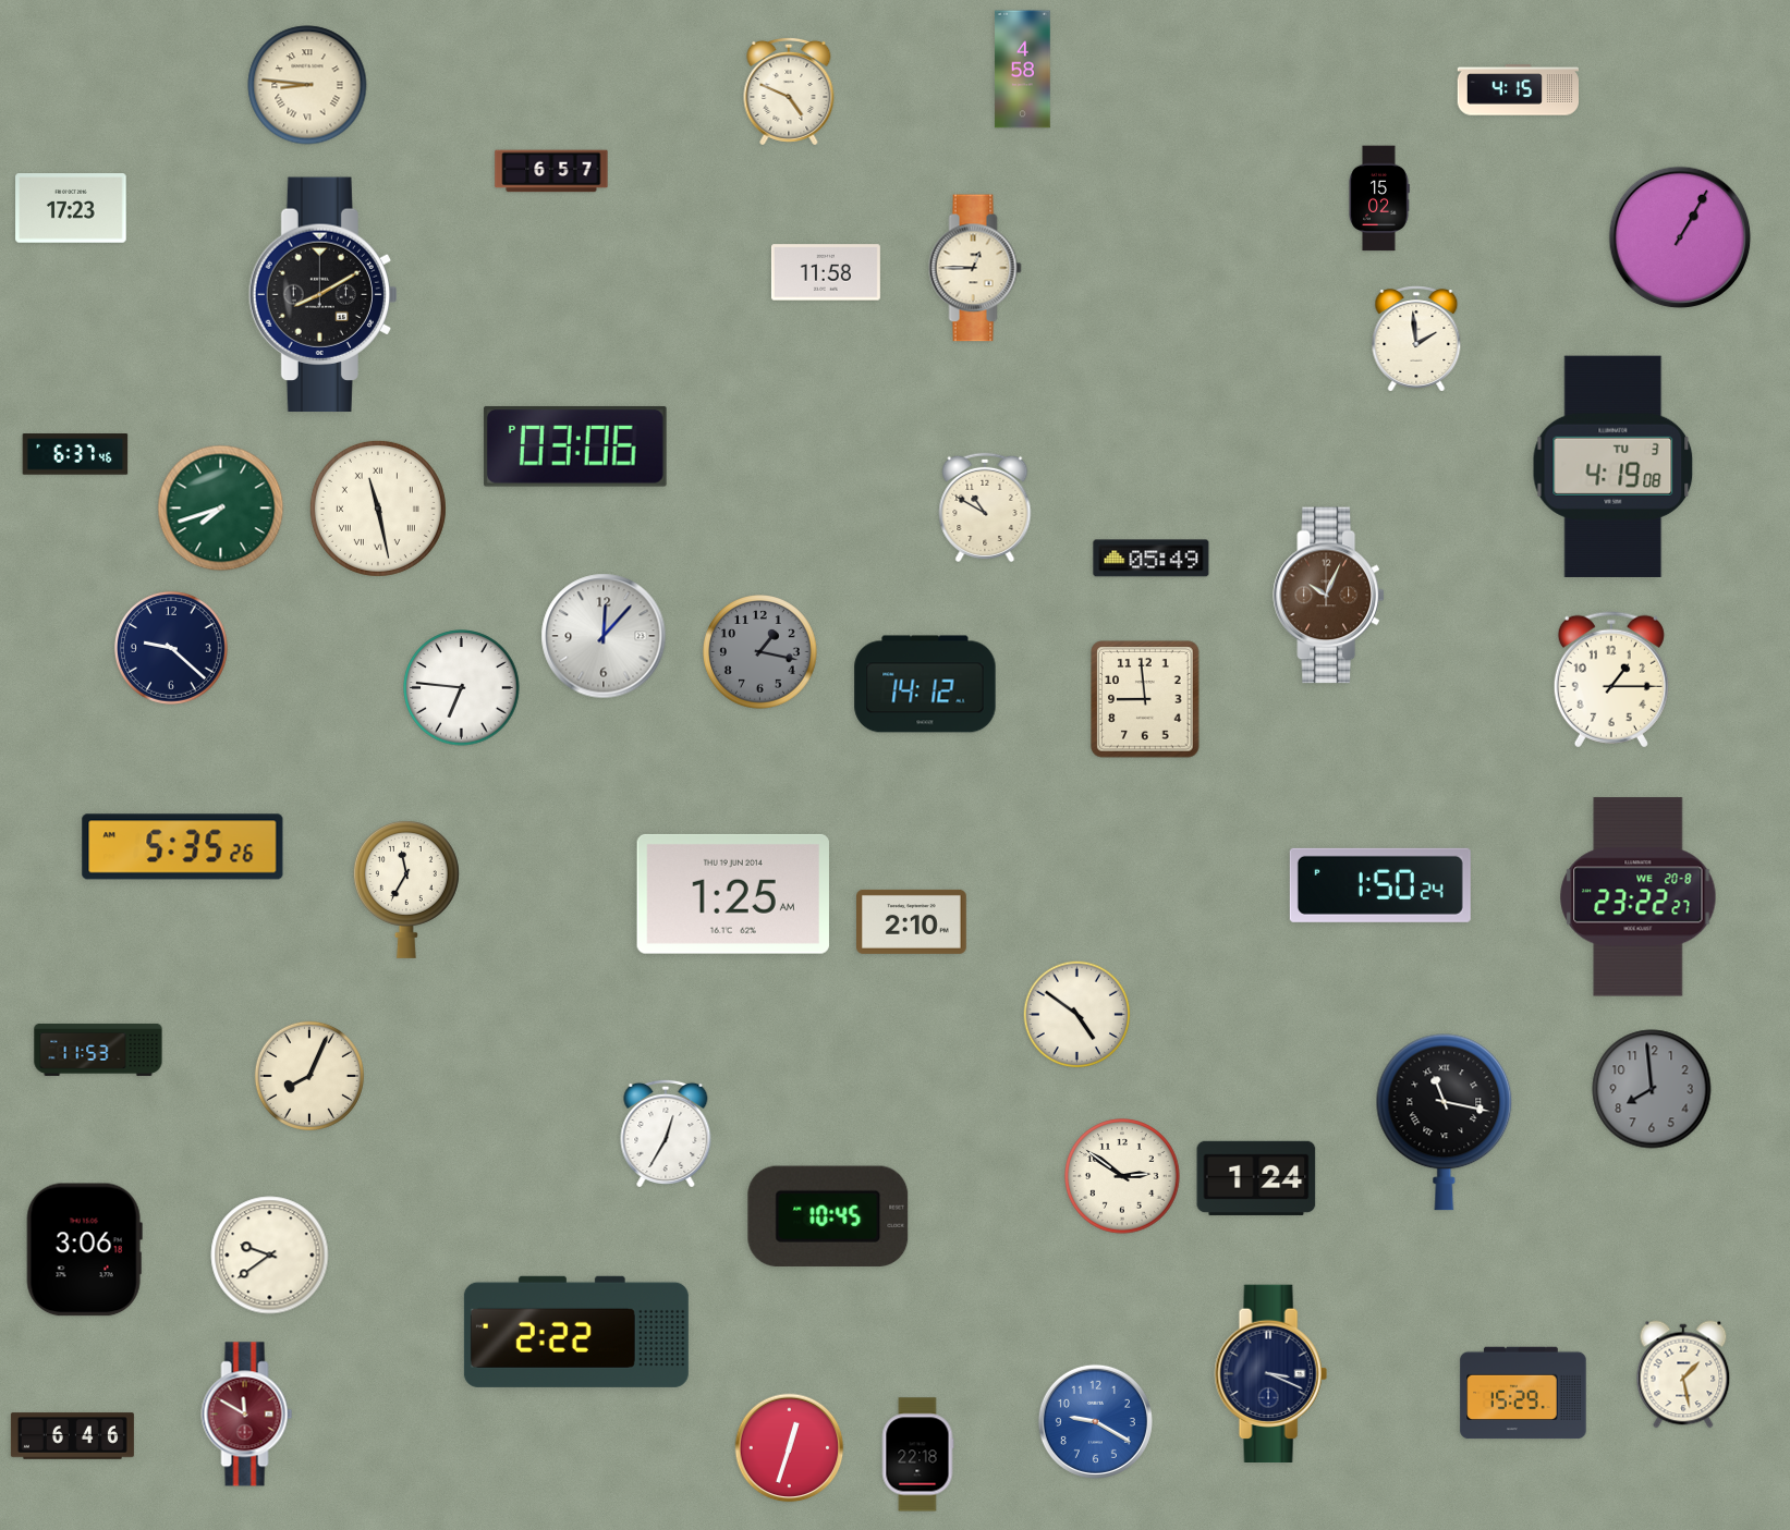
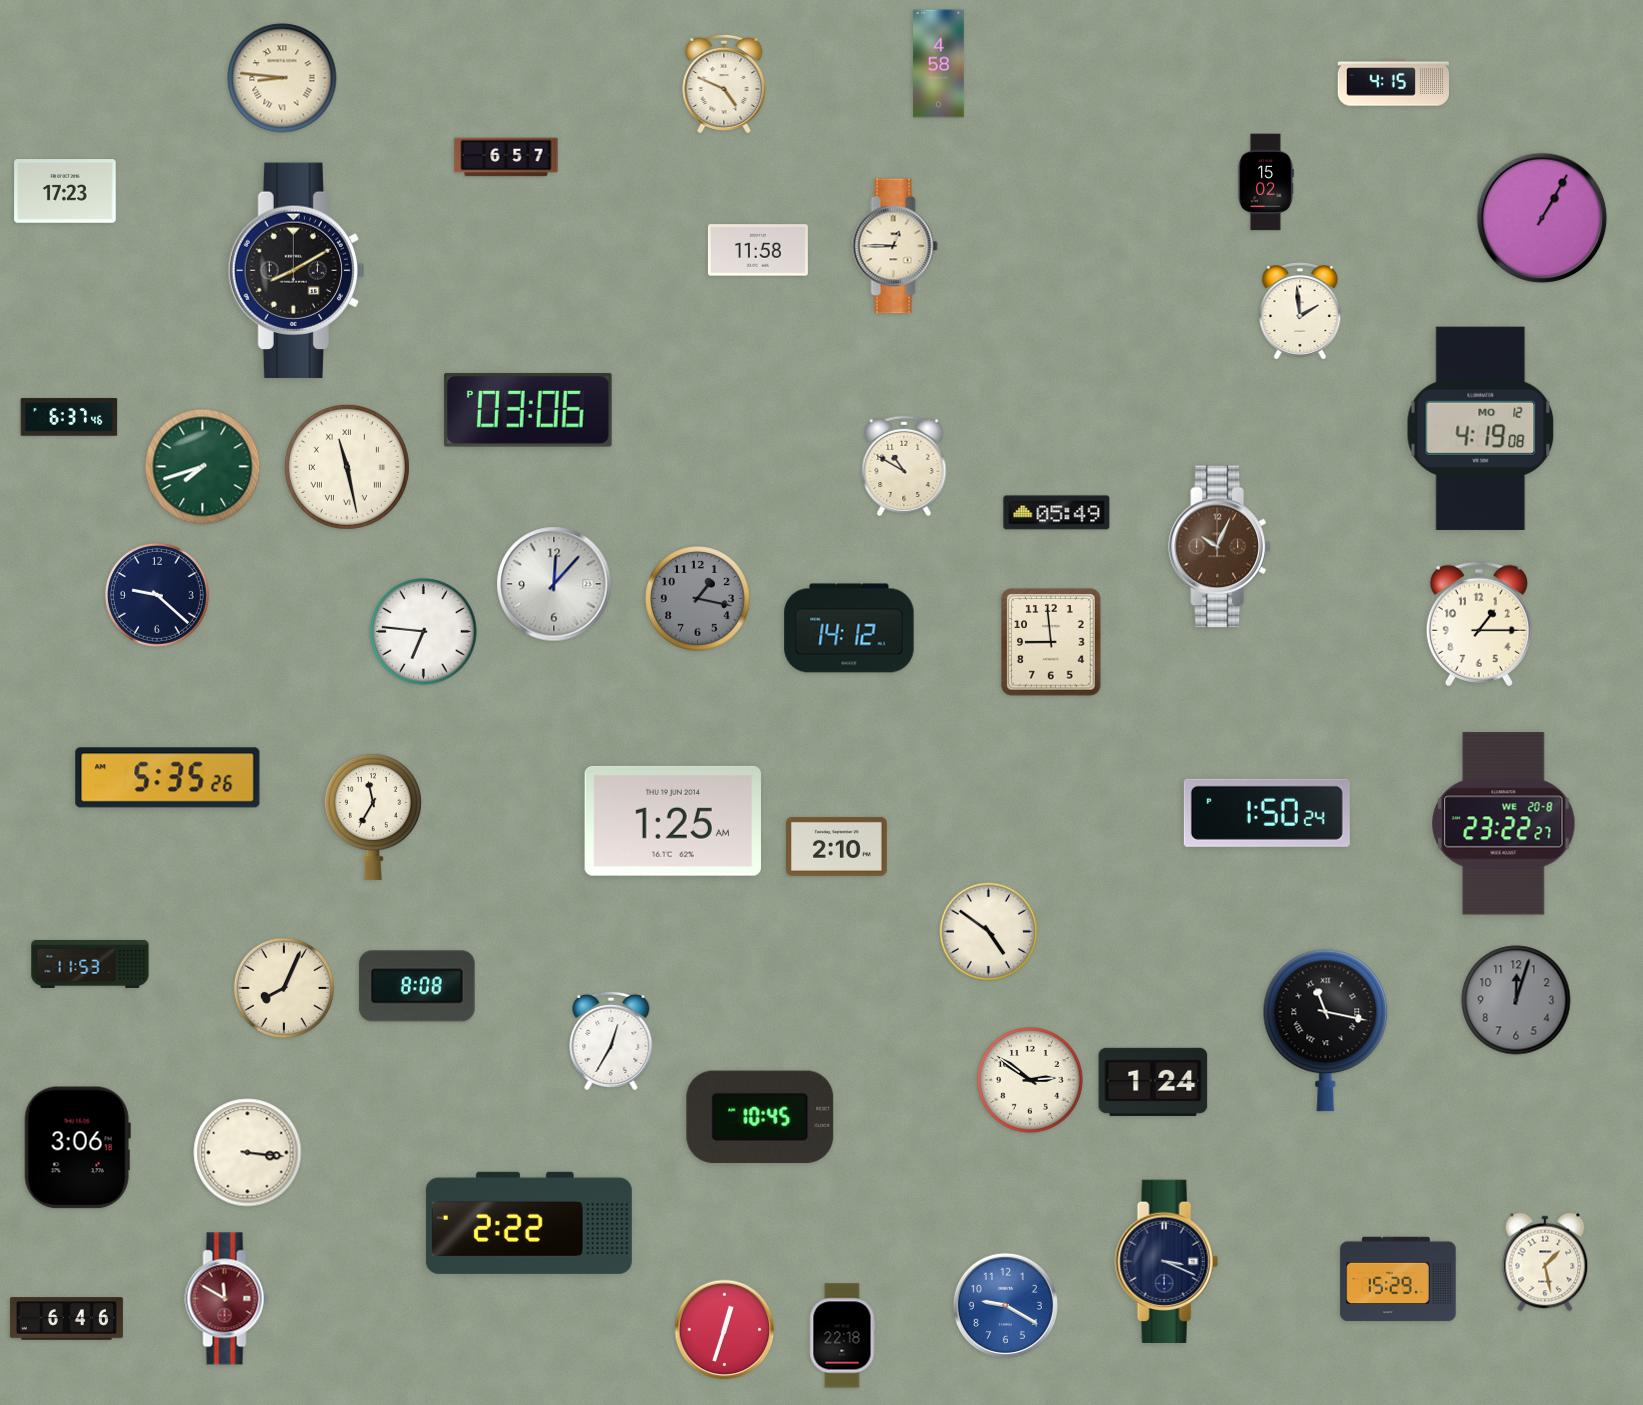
clock at (1614, 466) date: TU 3 -> MO 12
clock at (417, 986): none -> 8:08
clock at (1652, 1089): 7:59 -> 12:03
clock at (270, 1256): 9:39 -> 3:16
